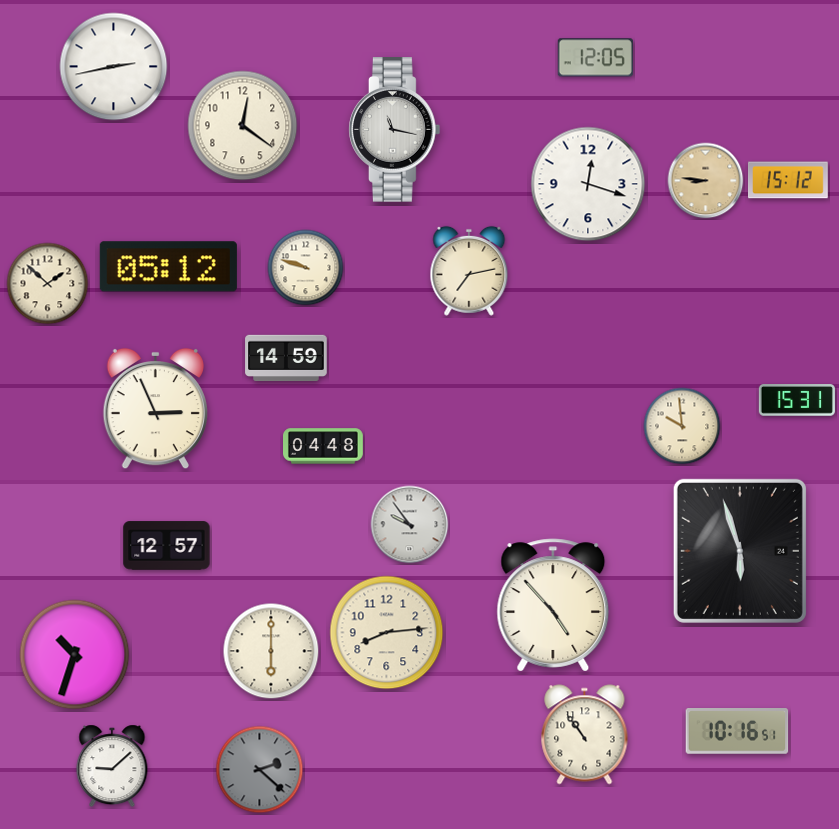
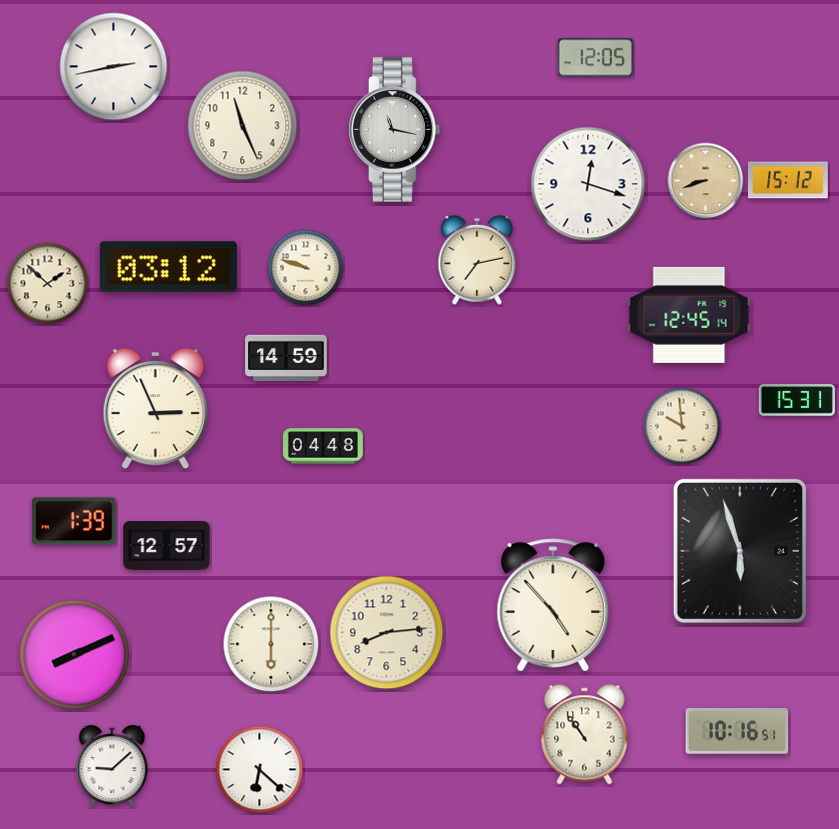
clock at (243, 126): 12:21 -> 11:26
clock at (706, 181): 8:46 -> 8:42
clock at (168, 267): 05:12 -> 03:12
clock at (469, 271) position: (469, 271) -> (477, 260)
clock at (689, 315): none -> 12:45
clock at (74, 521): none -> 1:39
clock at (410, 525): 9:54 -> none
clock at (271, 651) position: (271, 651) -> (271, 644)
clock at (75, 655): 10:33 -> 8:11
clock at (260, 770): 2:22 -> 6:22
clock at (260, 770) dial: grey -> white
